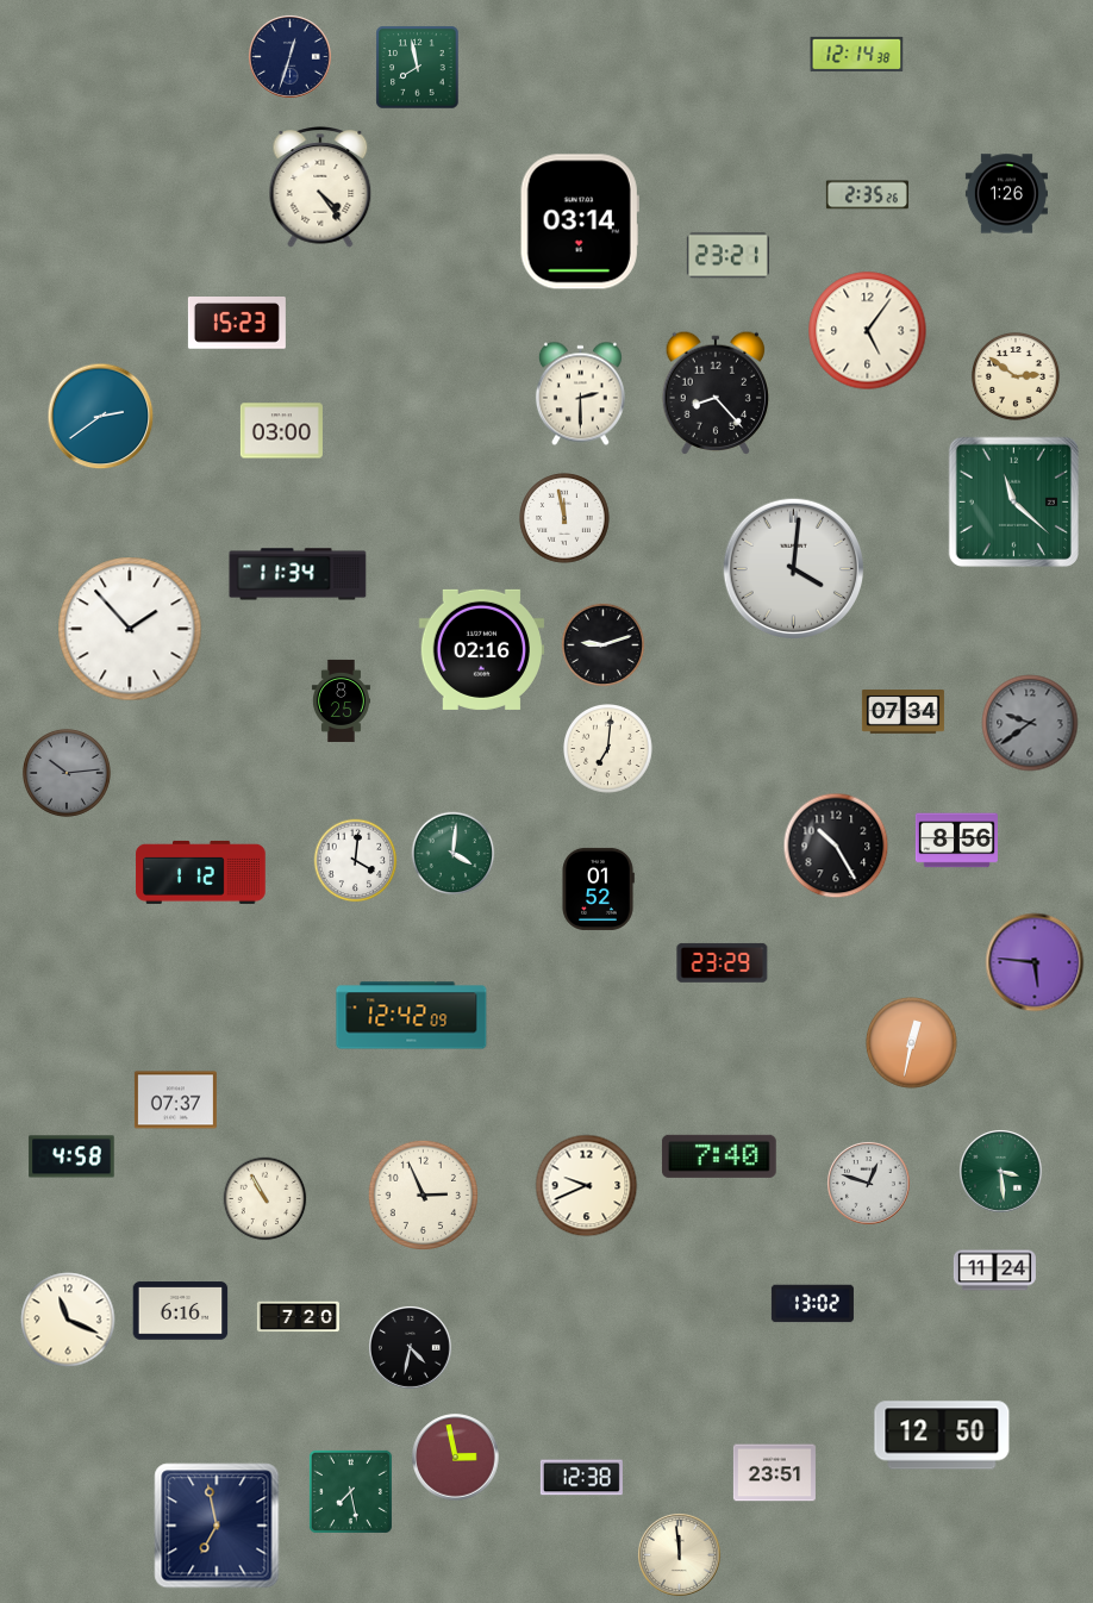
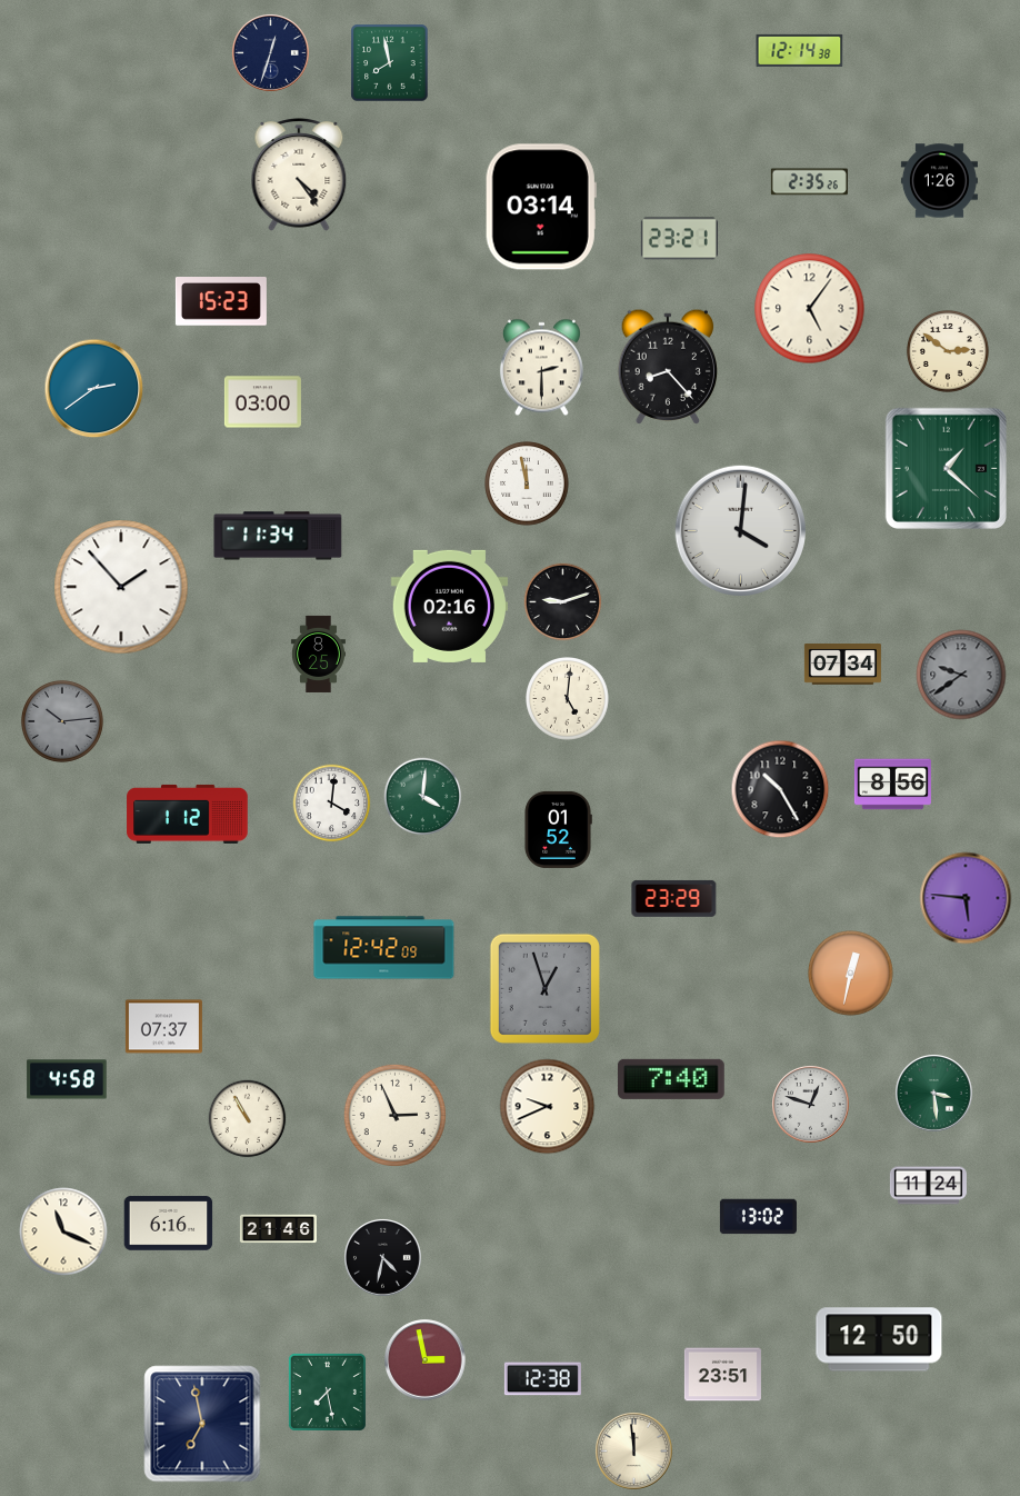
clock at (1013, 501): 11:22 -> 1:22
clock at (608, 749): 7:01 -> 5:01
clock at (544, 988): none -> 12:57
clock at (298, 1317): 7:20 -> 21:46
